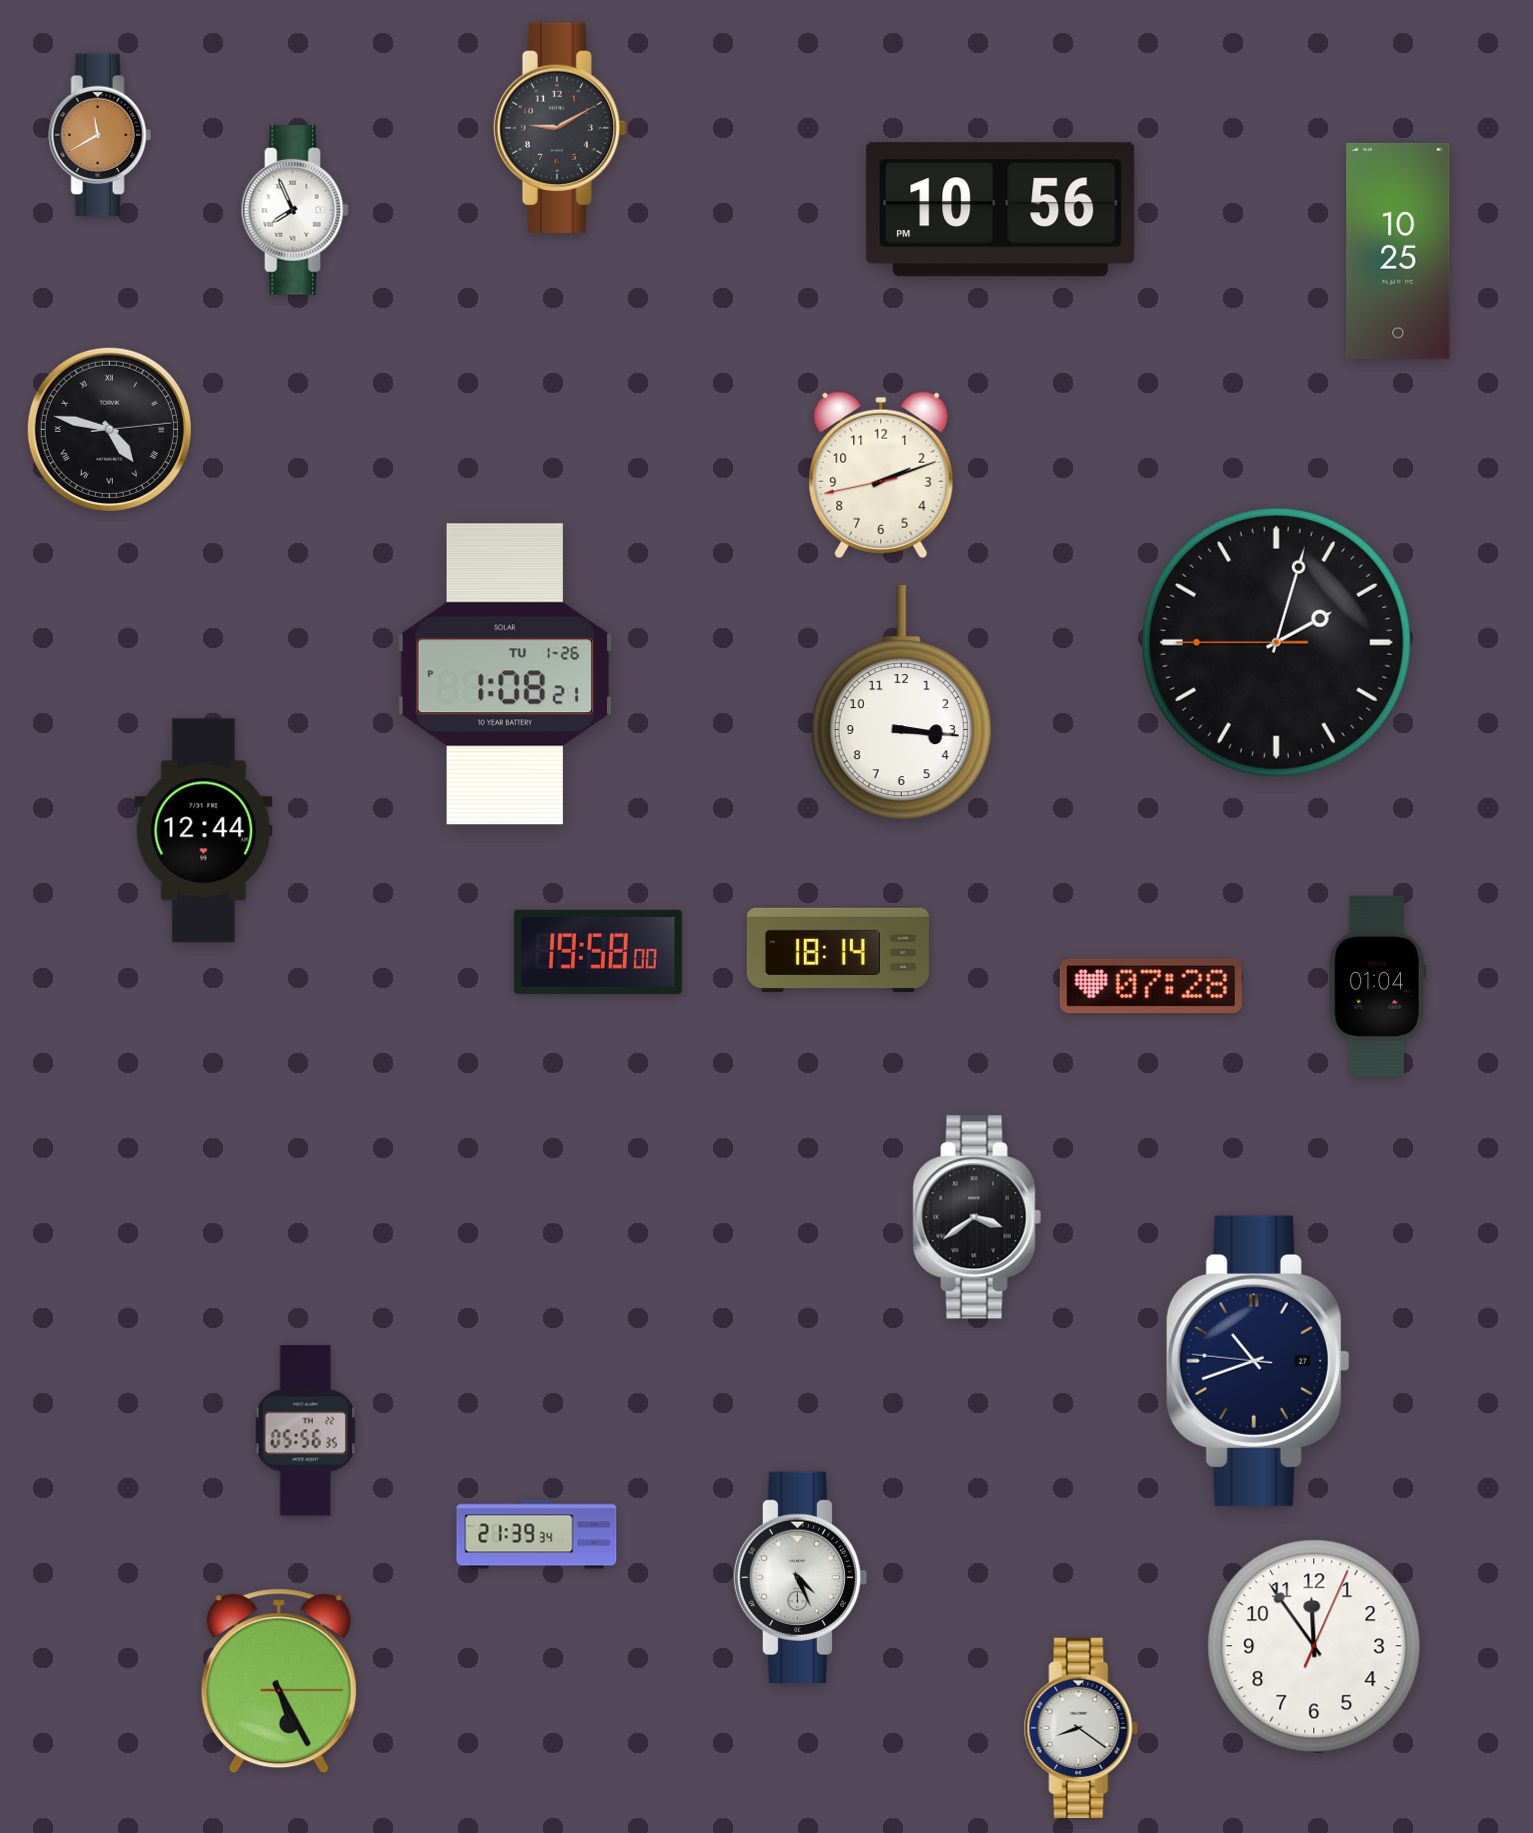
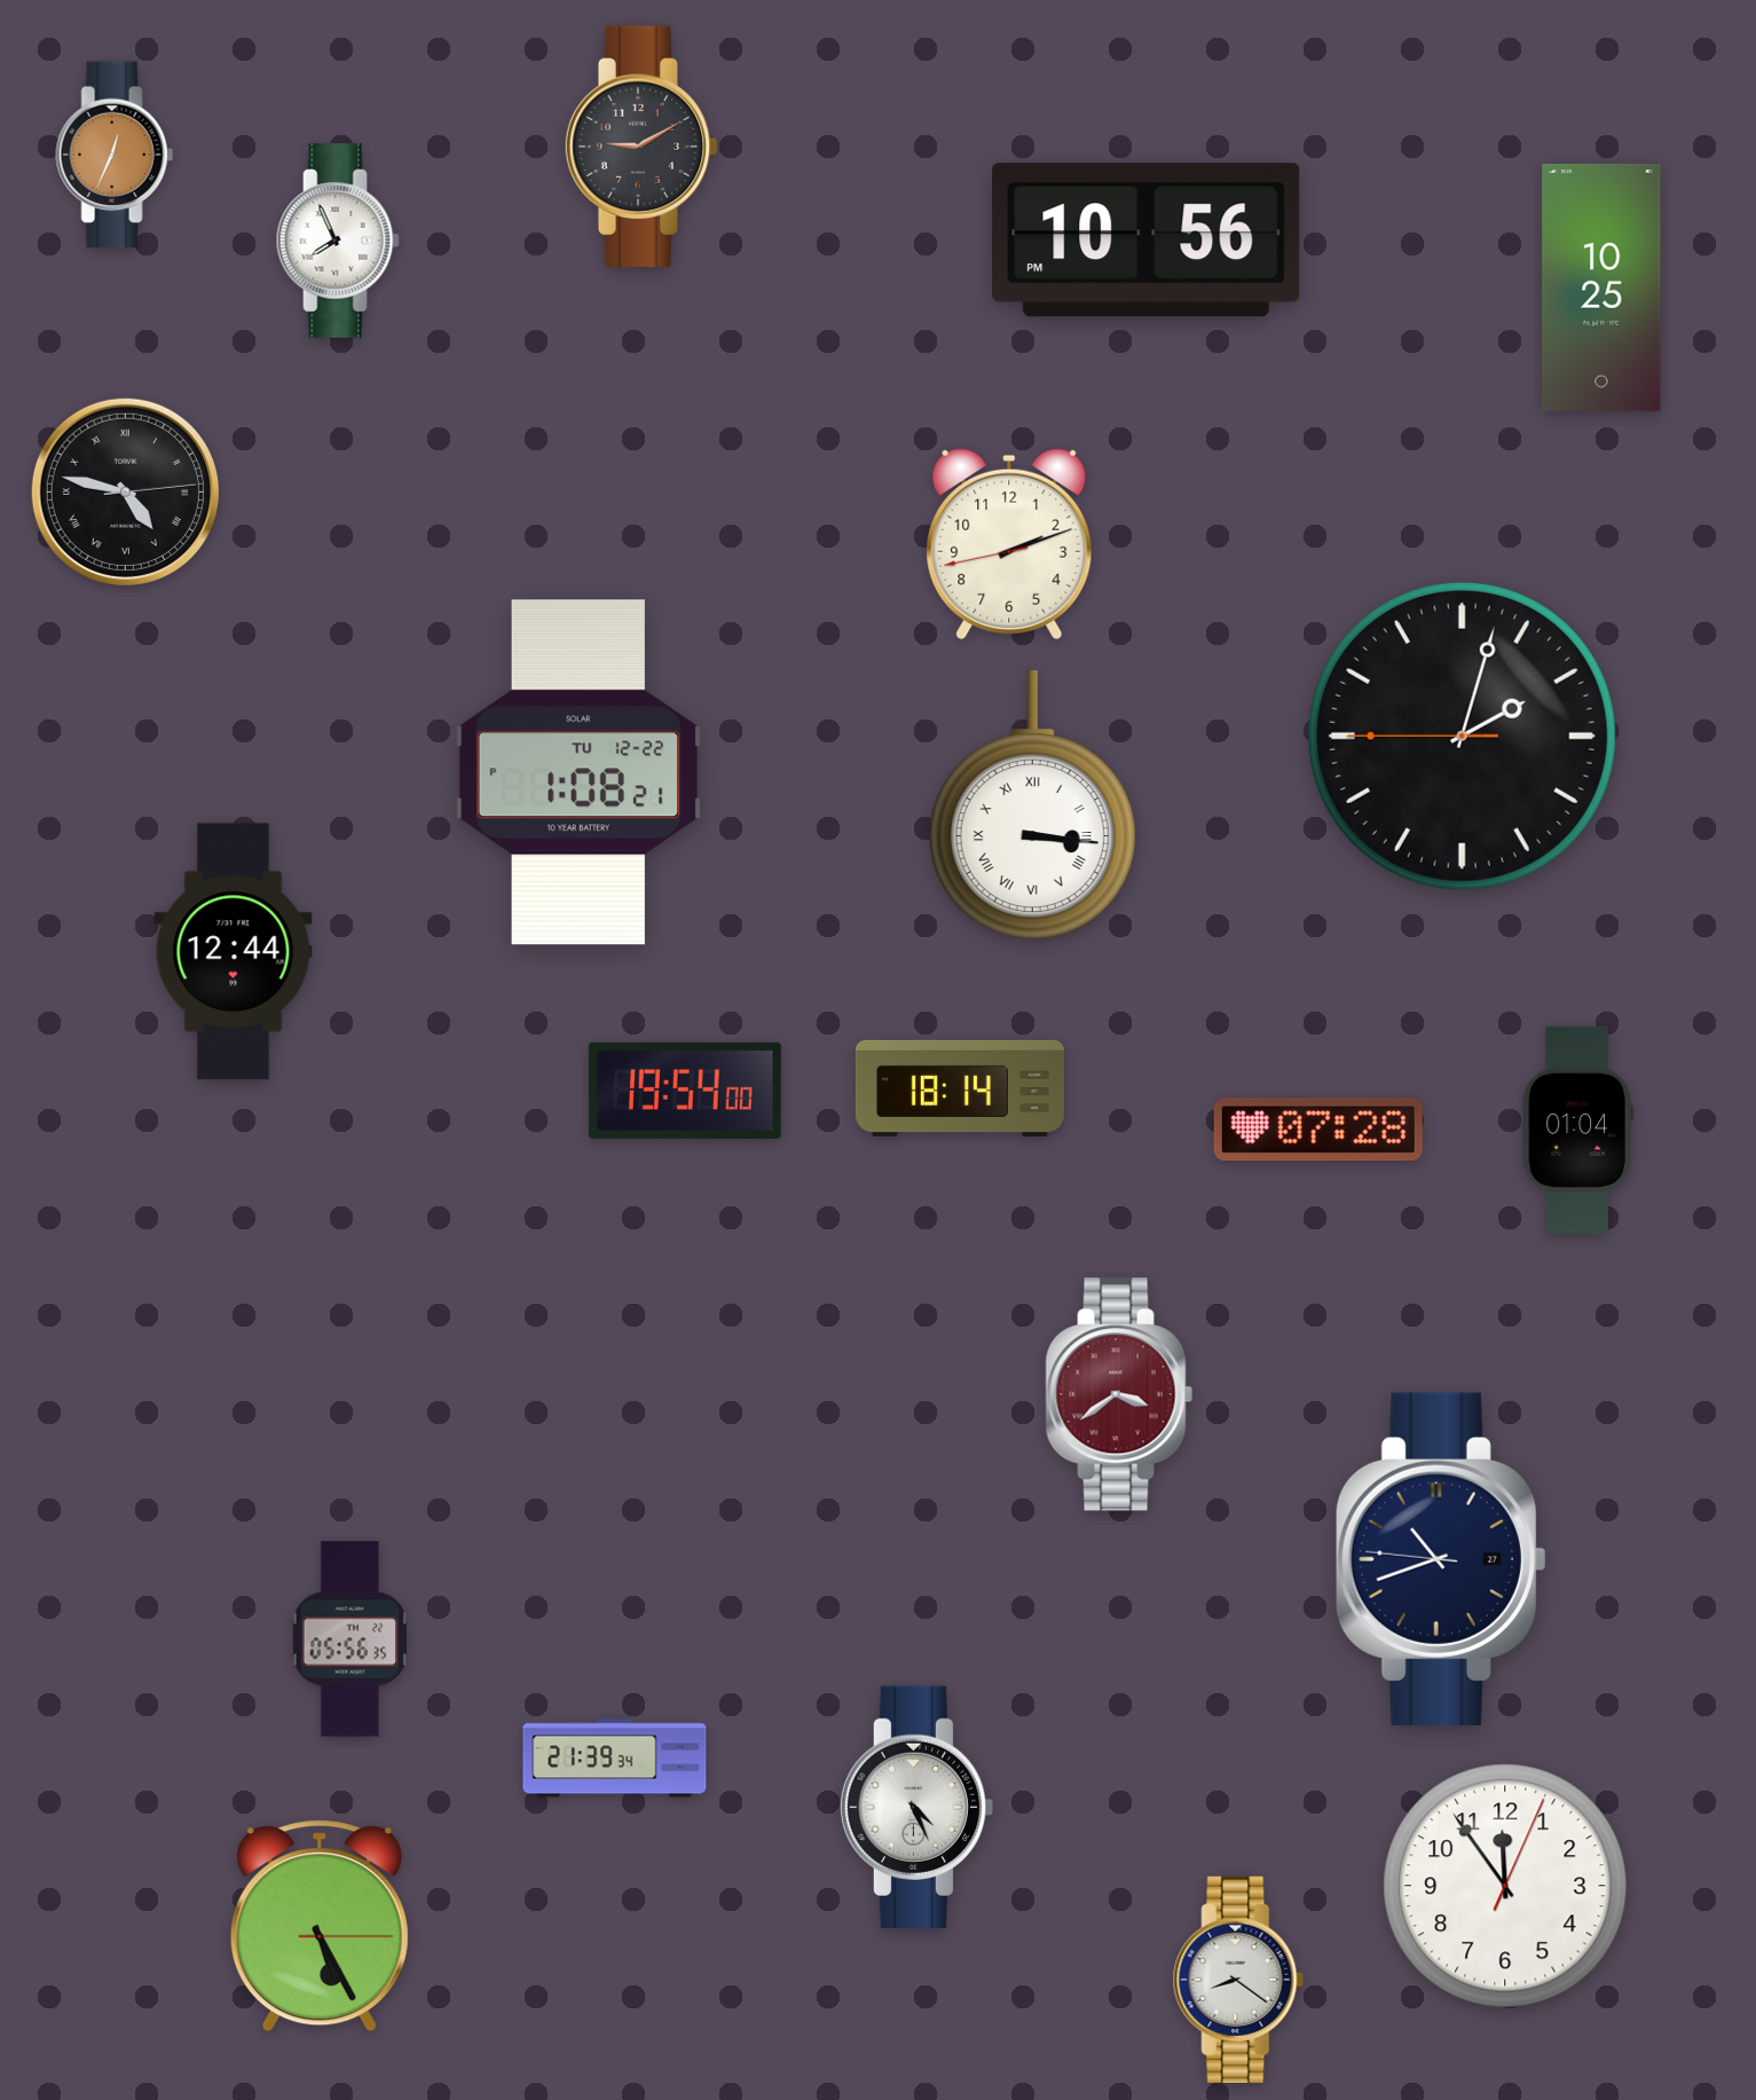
clock at (100, 135): 11:40 -> 12:34
clock at (505, 674) date: TU 1-26 -> TU 12-22
clock at (901, 703) numerals: Arabic -> Roman
clock at (598, 952): 19:58 -> 19:54
clock at (977, 1217) dial: black -> burgundy
